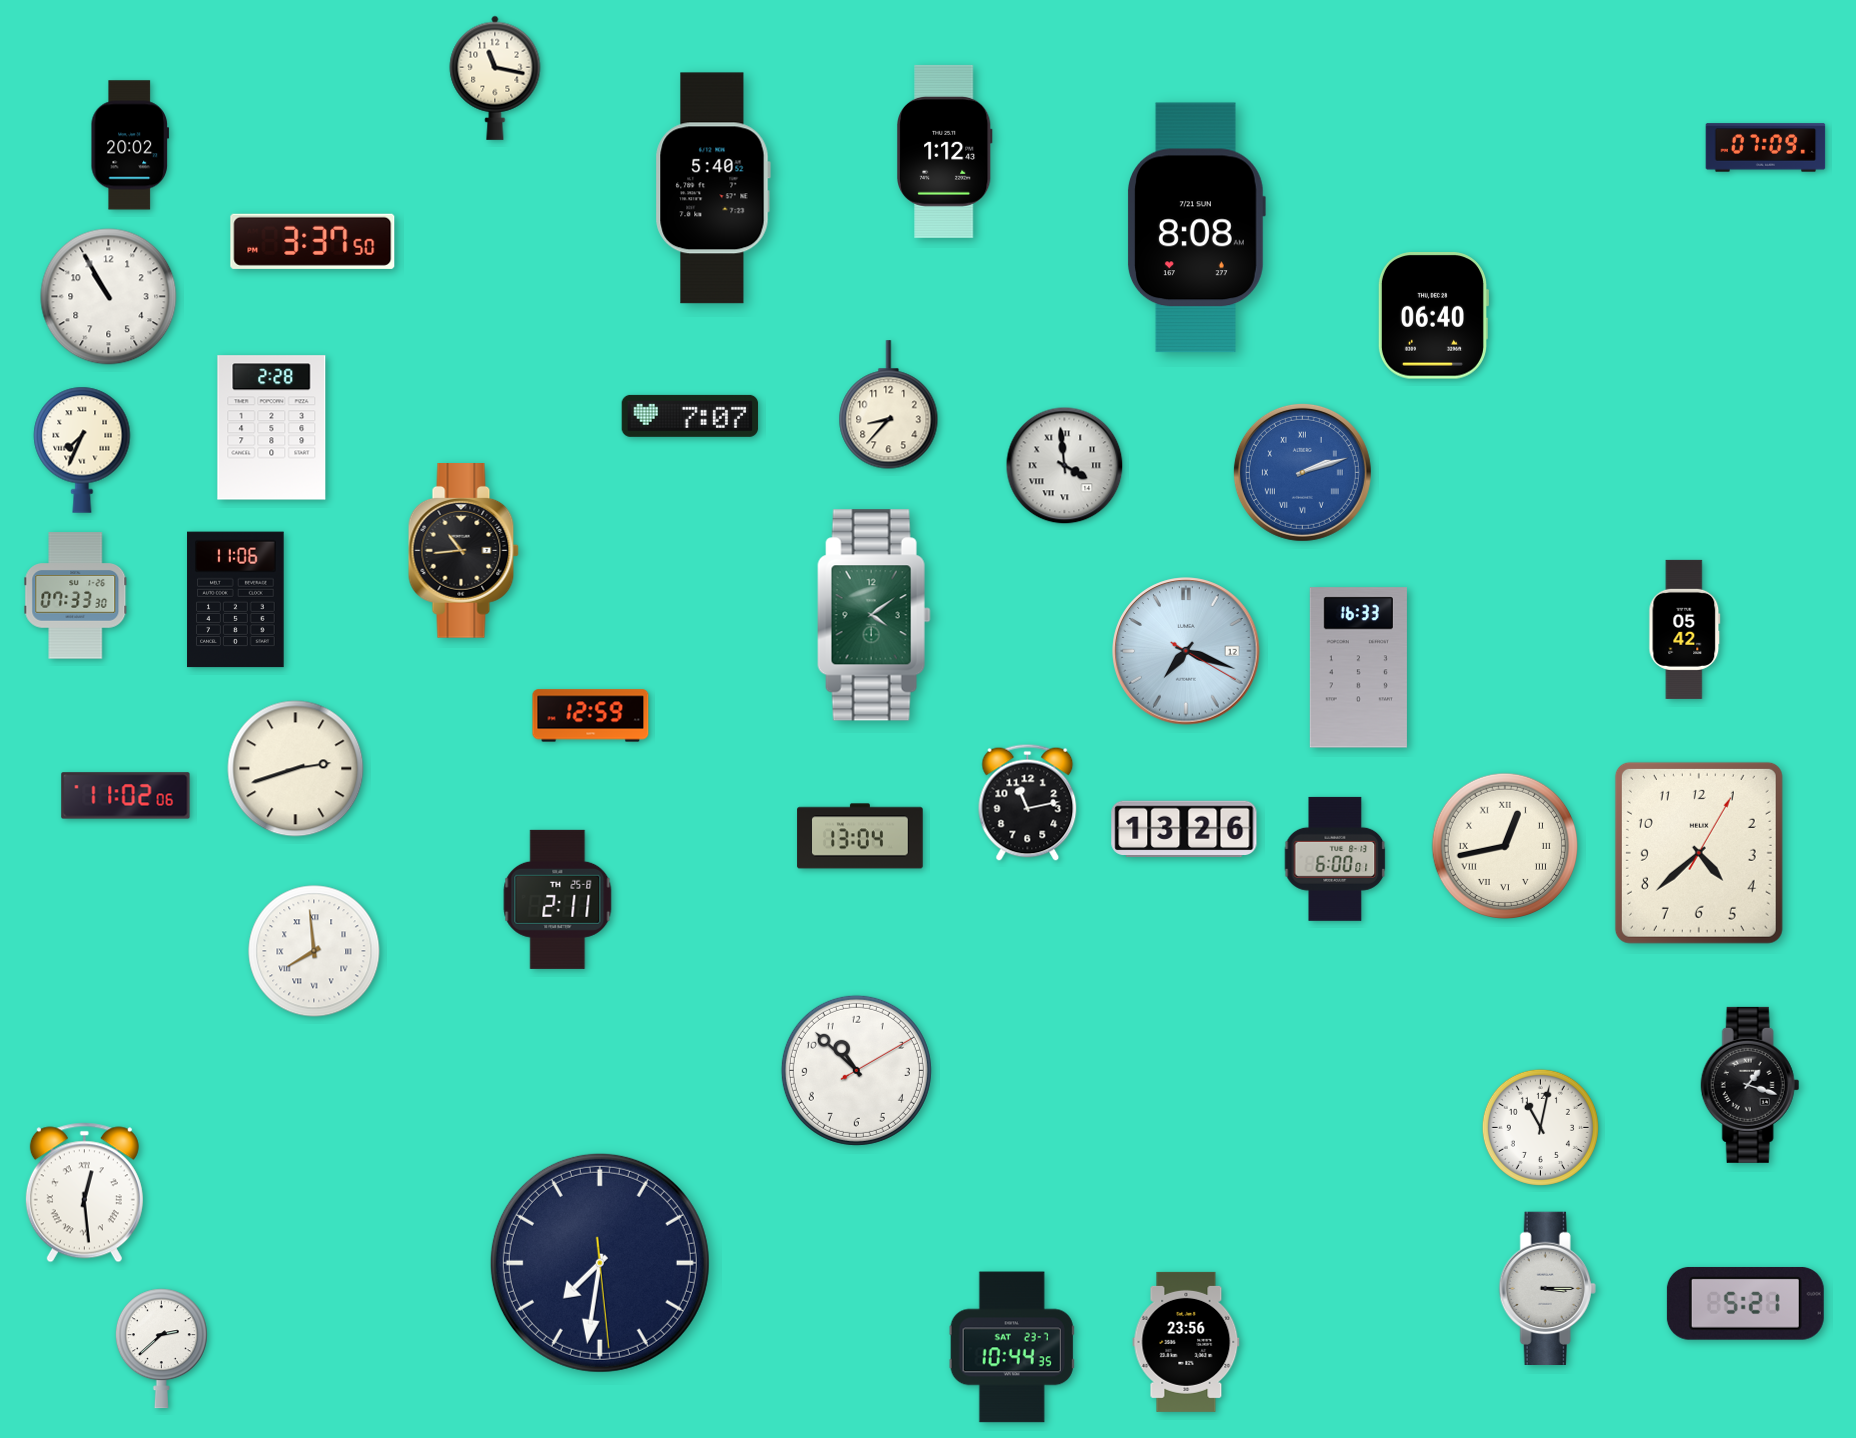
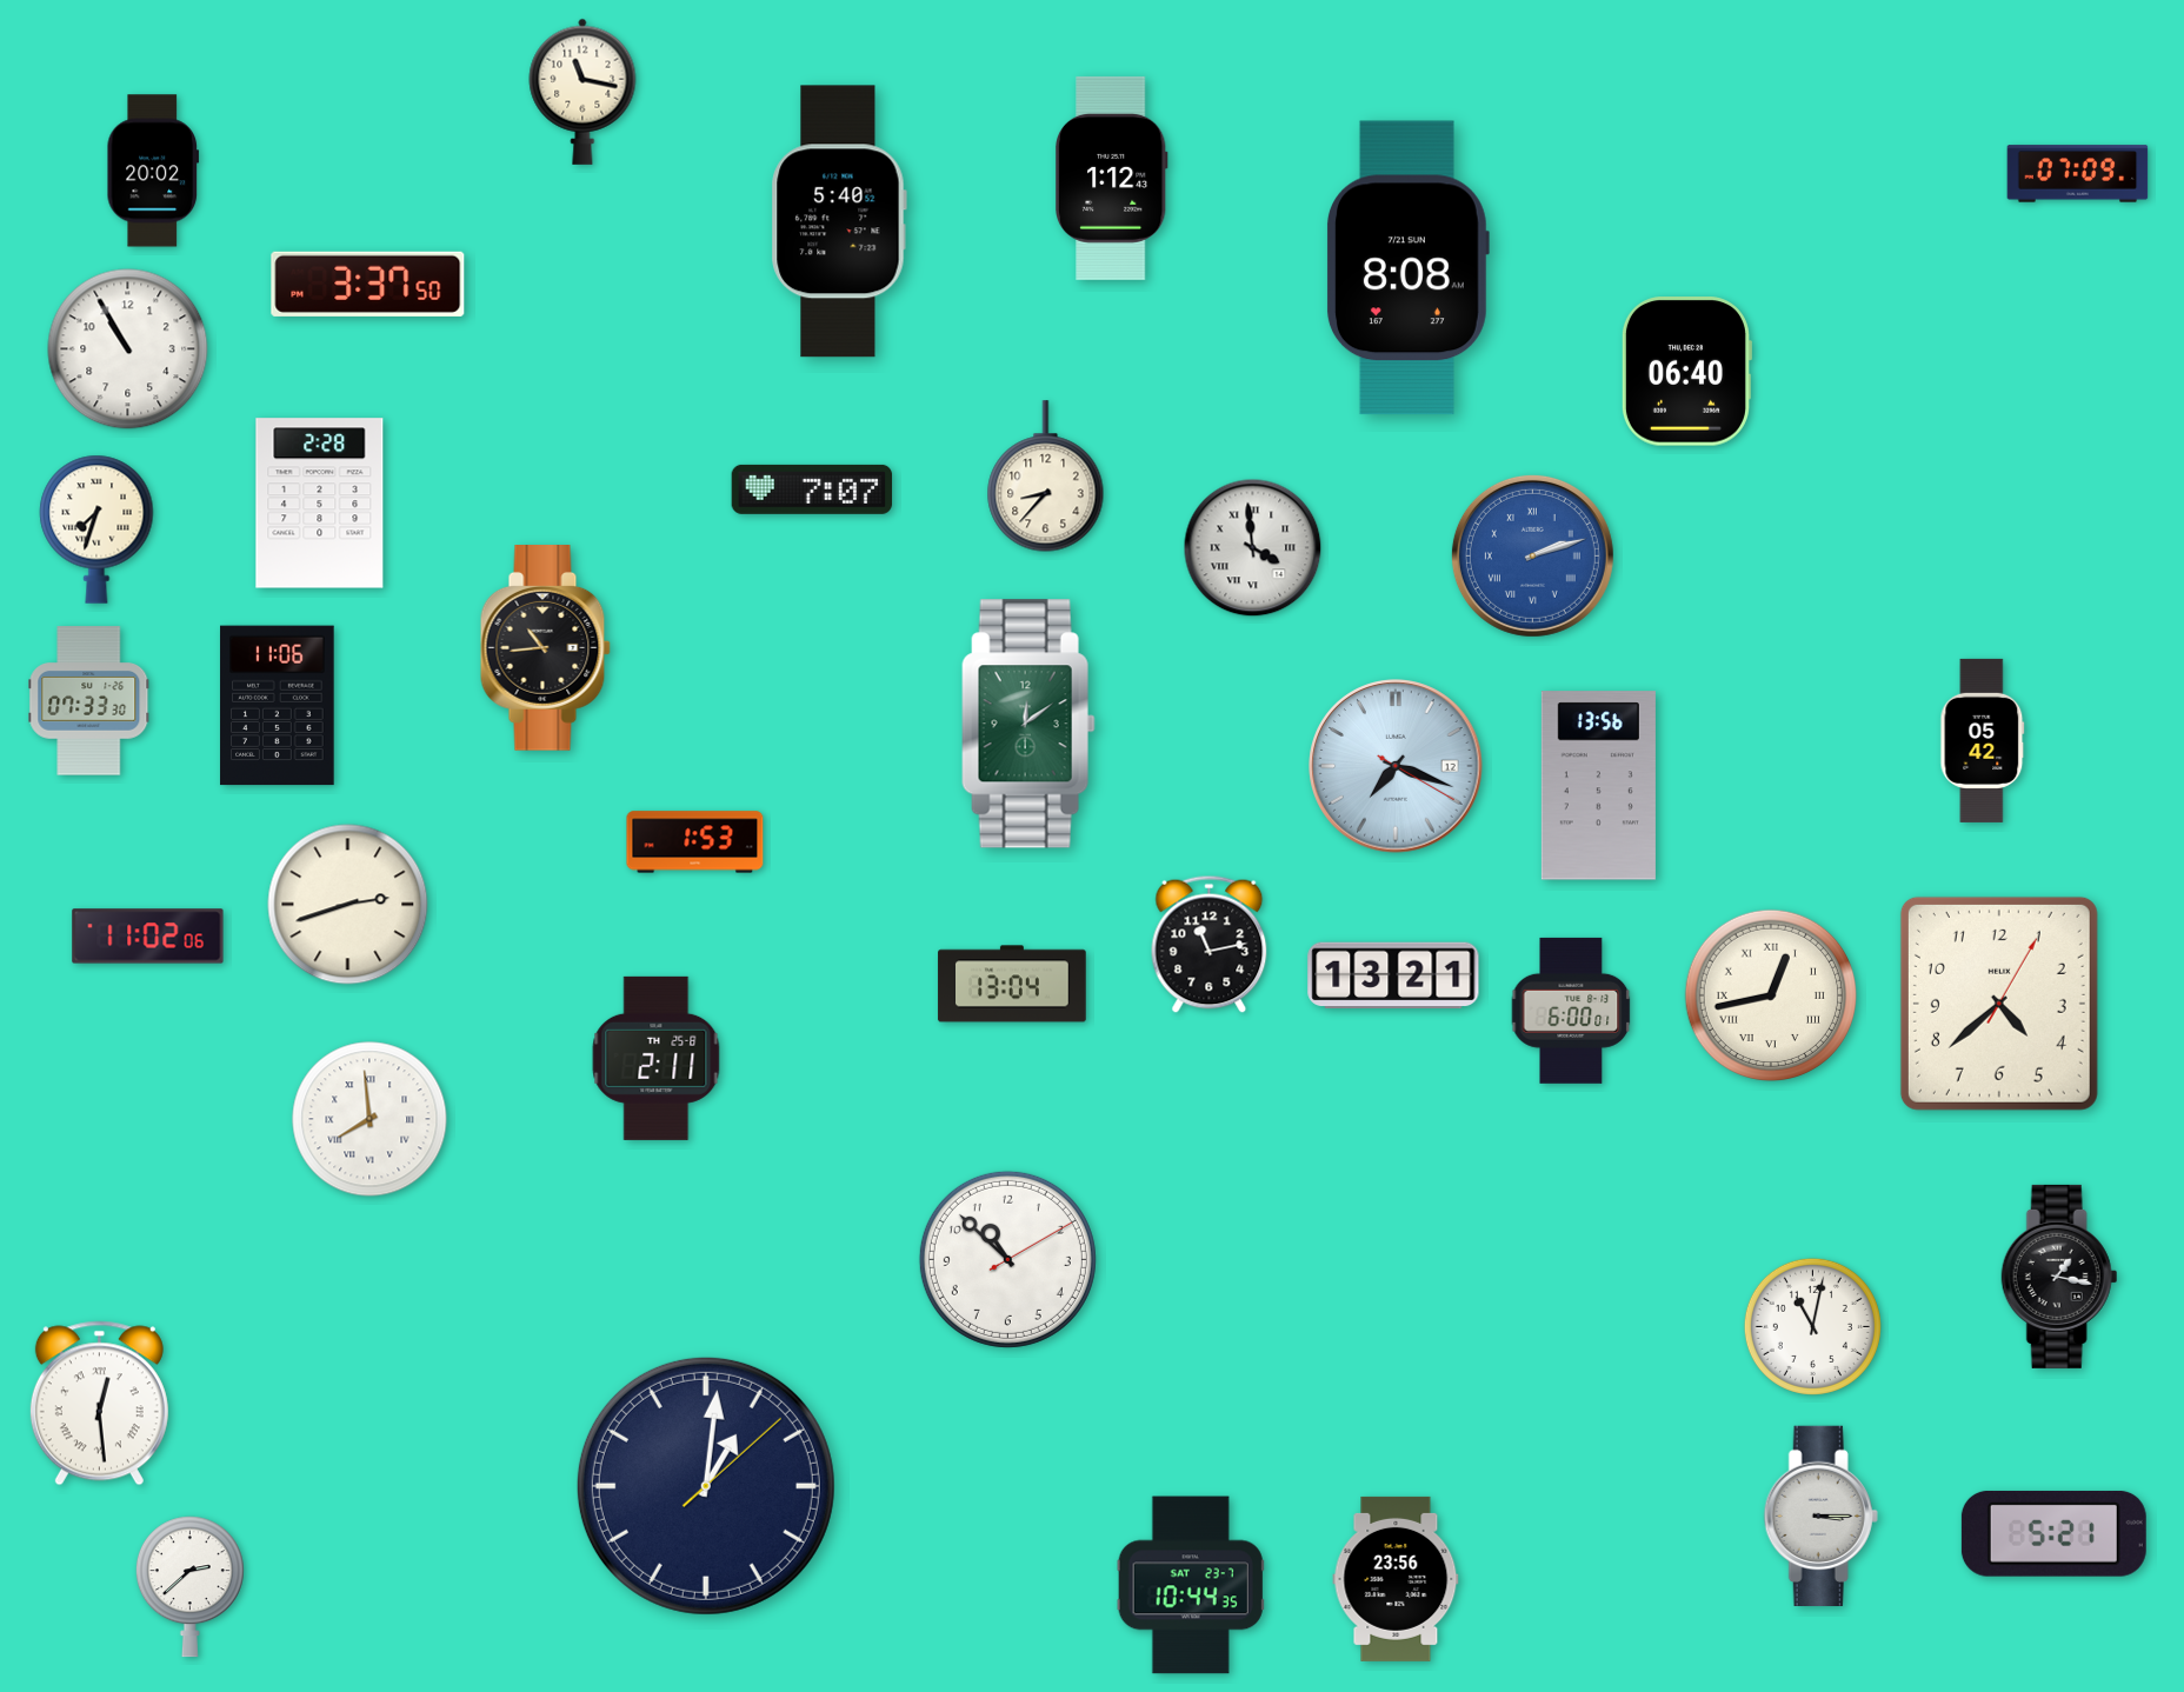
clock at (82, 450): 7:34 -> 7:33
clock at (874, 615): 4:09 -> 12:09
clock at (1358, 668): 16:33 -> 13:56
clock at (591, 716): 12:59 -> 1:53
clock at (1184, 829): 13:26 -> 13:21
clock at (1750, 1085): 1:18 -> 1:17
clock at (600, 1263): 7:31 -> 1:01
